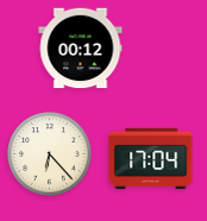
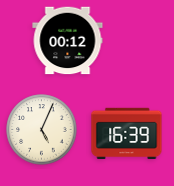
clock at (50, 154): 6:23 -> 5:04
clock at (151, 159): 17:04 -> 16:39
